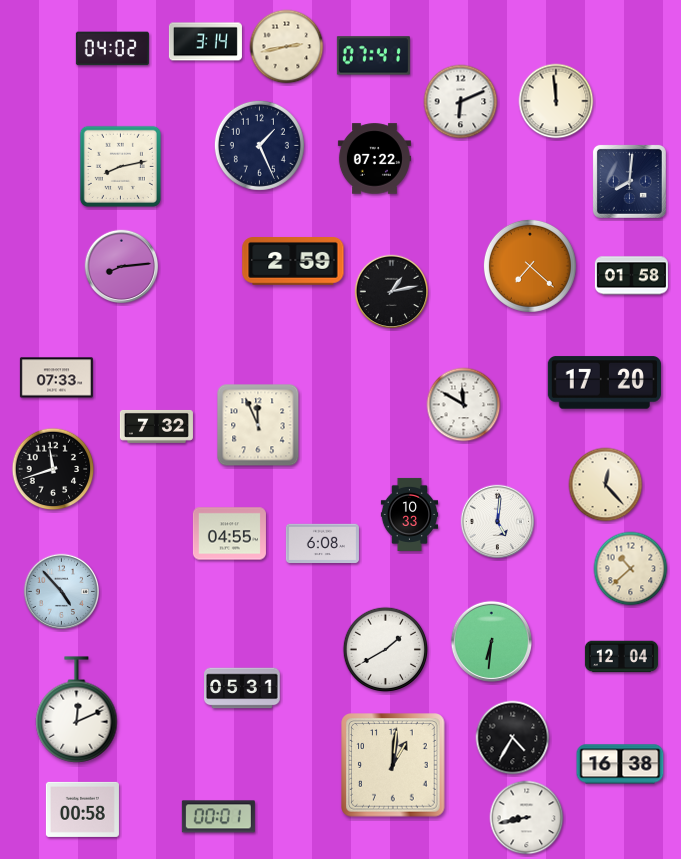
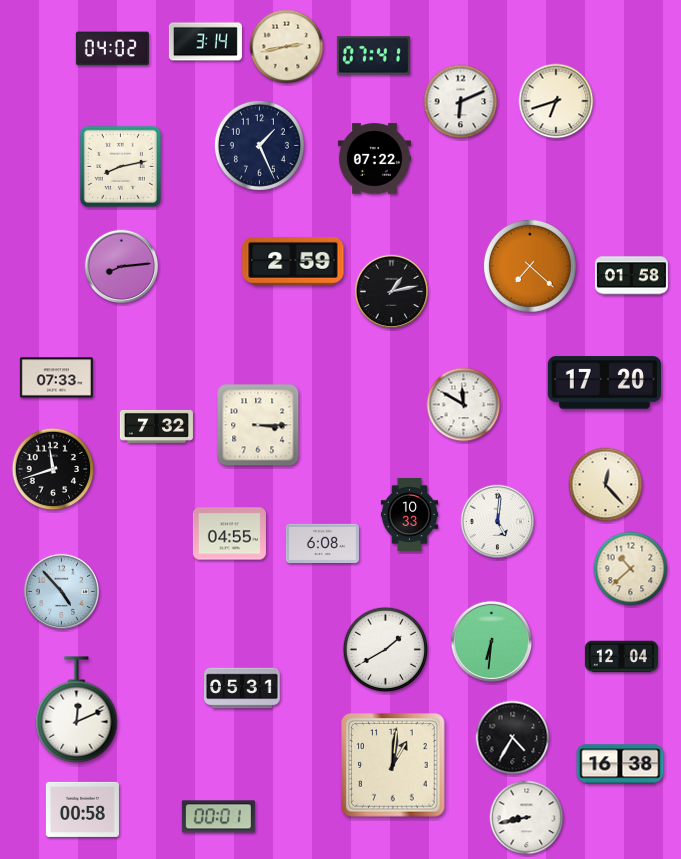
clock at (556, 101): 11:59 -> 6:42
clock at (629, 181): 8:01 -> none
clock at (258, 425): 11:56 -> 3:15
